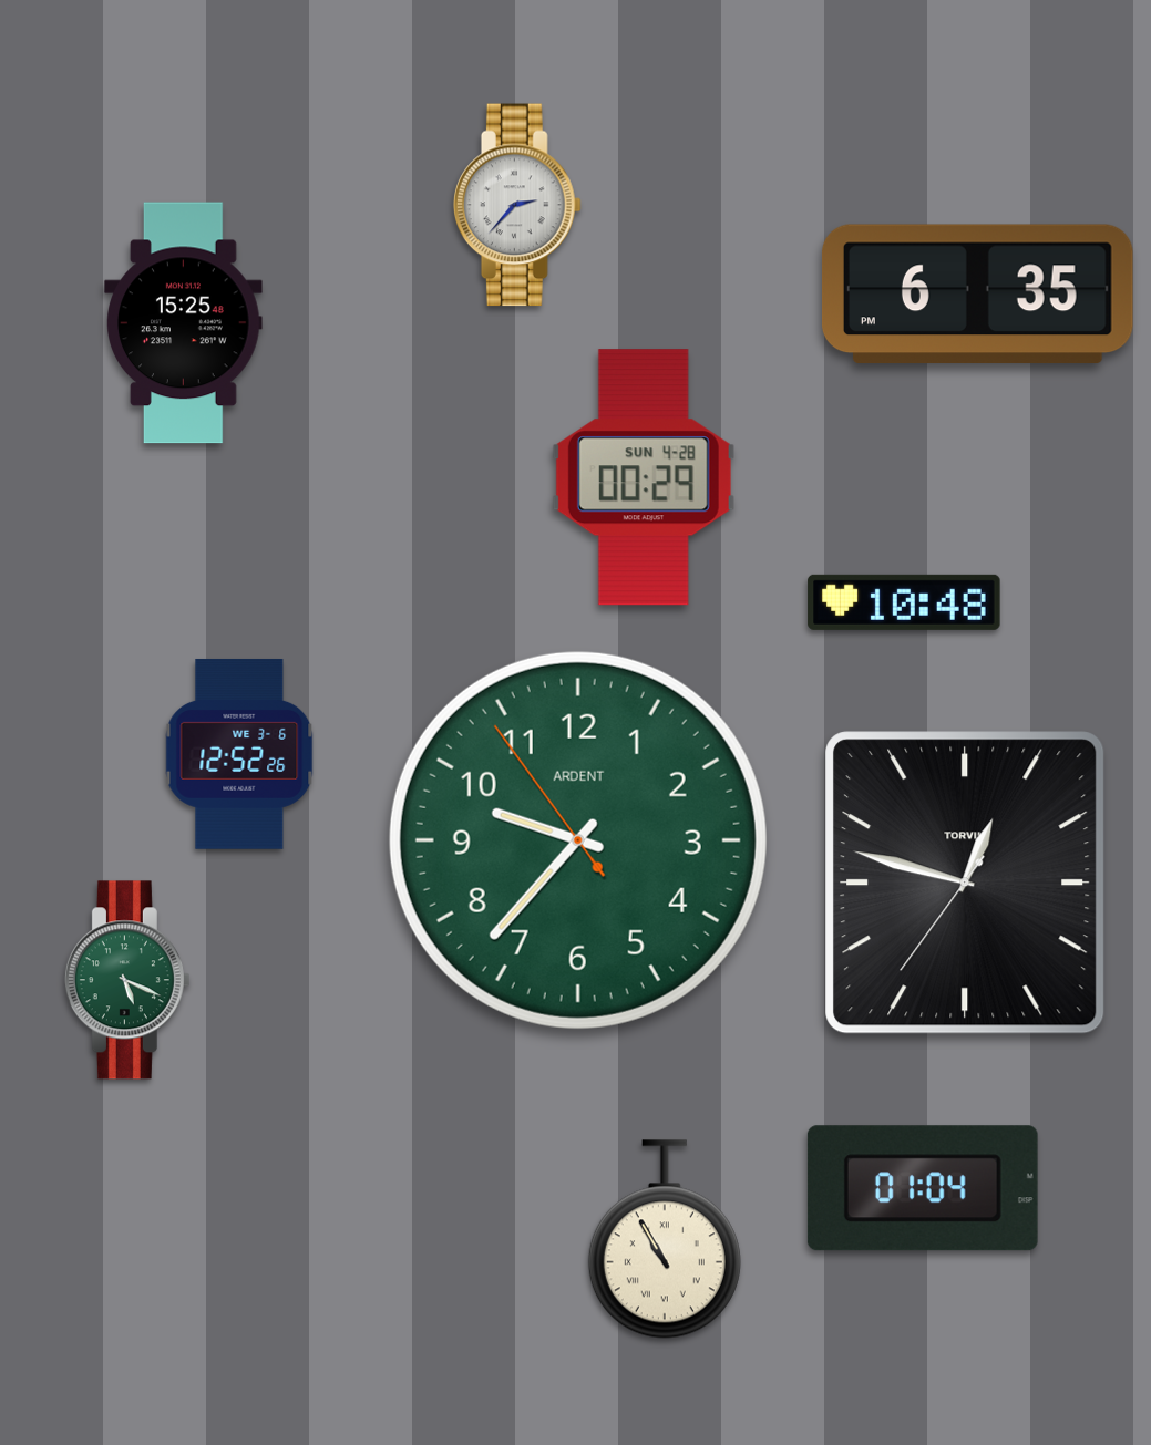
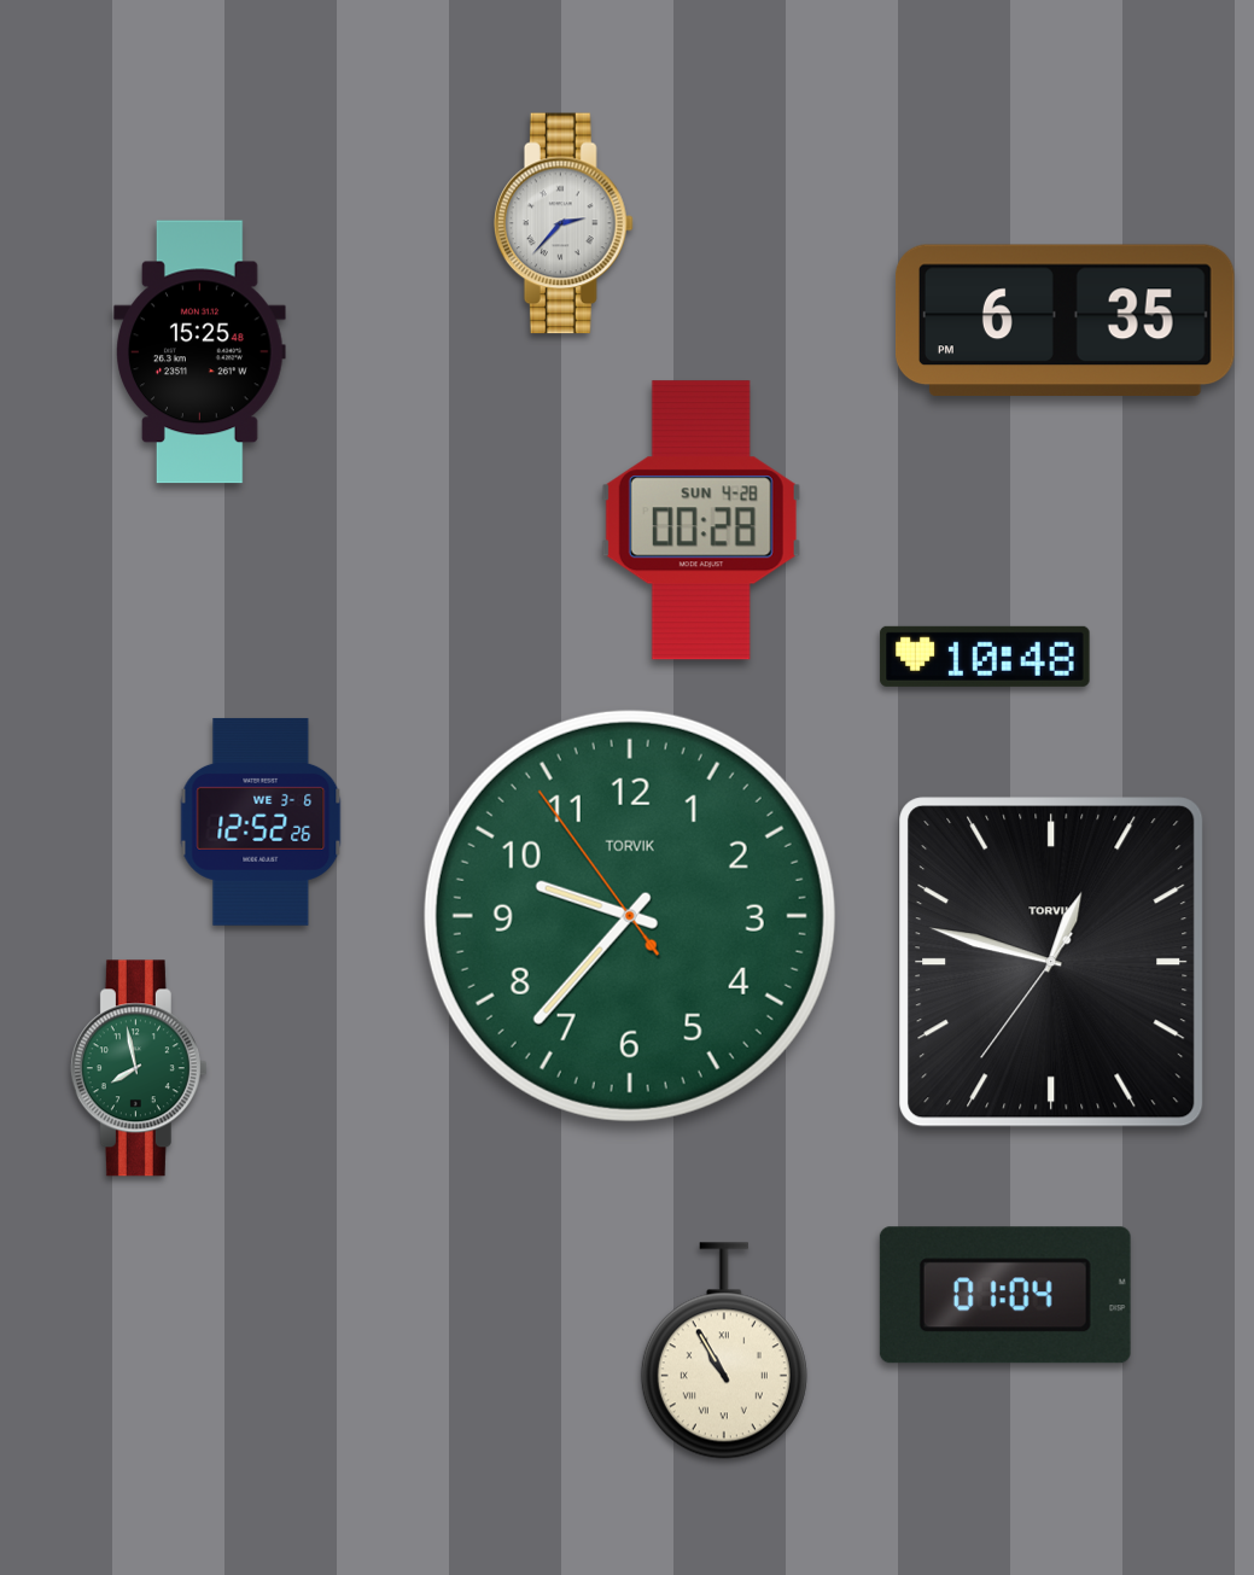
clock at (644, 477): 00:29 -> 00:28
clock at (578, 840) brand: ARDENT -> TORVIK
clock at (127, 980): 5:19 -> 7:58
